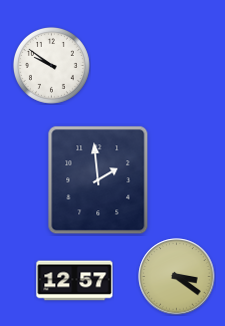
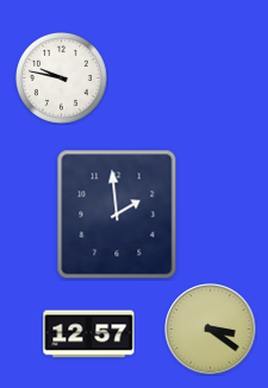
clock at (52, 66): 9:51 -> 9:47
